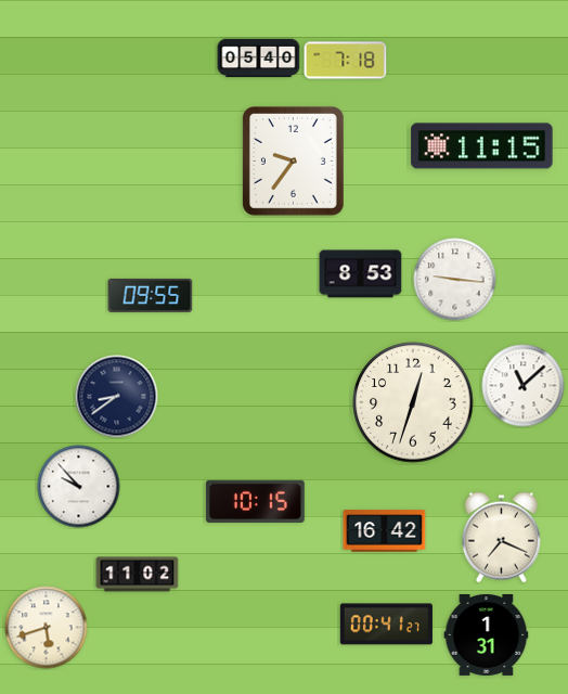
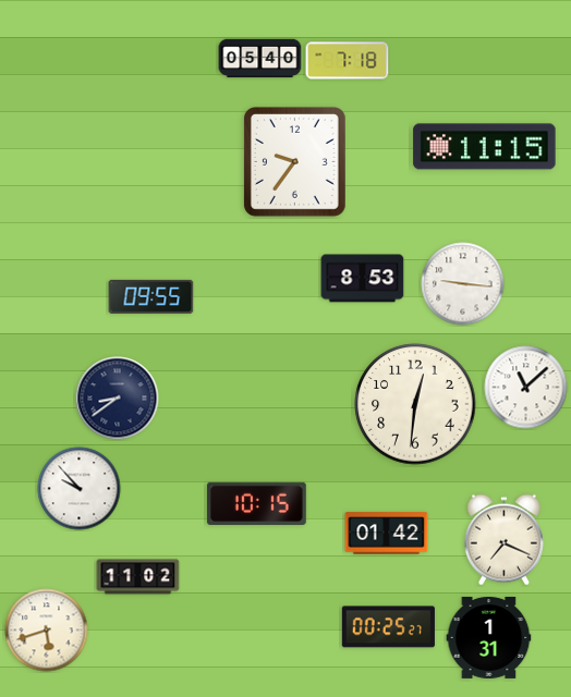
clock at (361, 274) position: (361, 274) -> (363, 279)
clock at (455, 280) position: (455, 280) -> (463, 284)
clock at (413, 402): 12:33 -> 12:31
clock at (385, 531): 16:42 -> 01:42
clock at (386, 625): 00:41 -> 00:25
